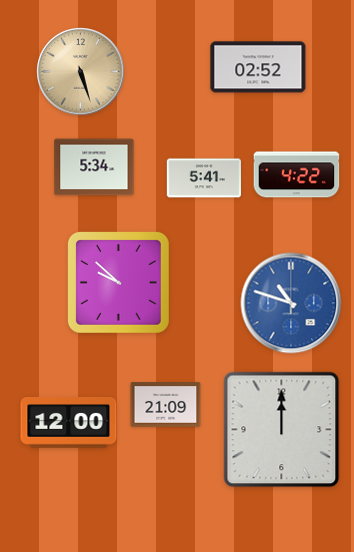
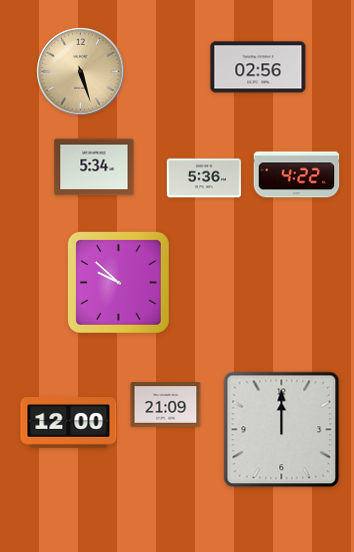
clock at (258, 67): 02:52 -> 02:56
clock at (204, 178): 5:41 -> 5:36
clock at (291, 303): 10:48 -> none
